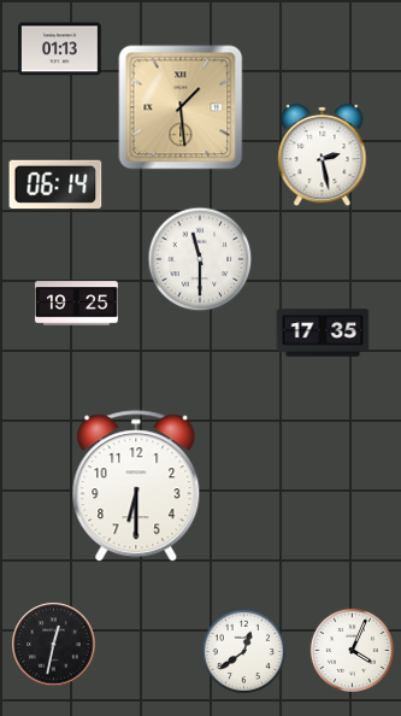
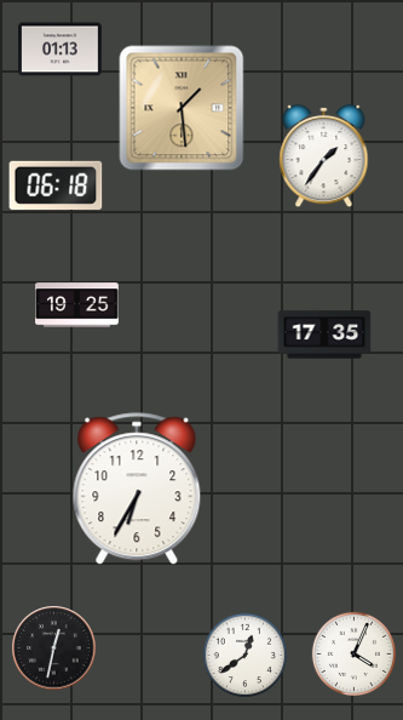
clock at (323, 155): 2:28 -> 1:36
clock at (55, 183): 06:14 -> 06:18
clock at (200, 259): 11:30 -> none
clock at (136, 487): 6:30 -> 6:35
